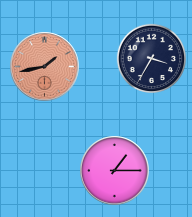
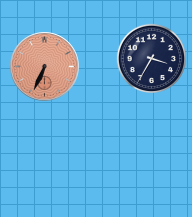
clock at (45, 67): 1:43 -> 6:34
clock at (115, 171): 1:15 -> none
